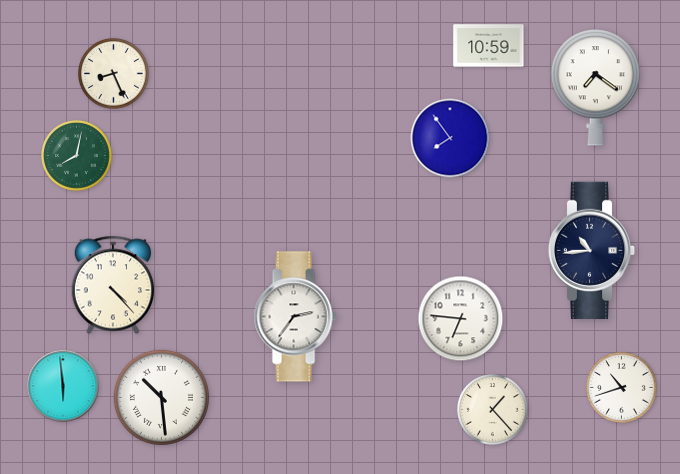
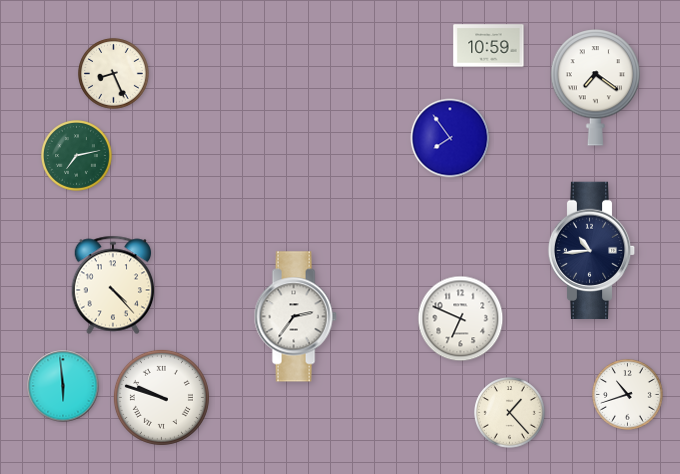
clock at (77, 156): 8:02 -> 7:13
clock at (461, 319): 6:46 -> 6:49
clock at (622, 388) position: (622, 388) -> (628, 395)
clock at (161, 397): 10:29 -> 9:48
clock at (493, 410) position: (493, 410) -> (510, 413)
